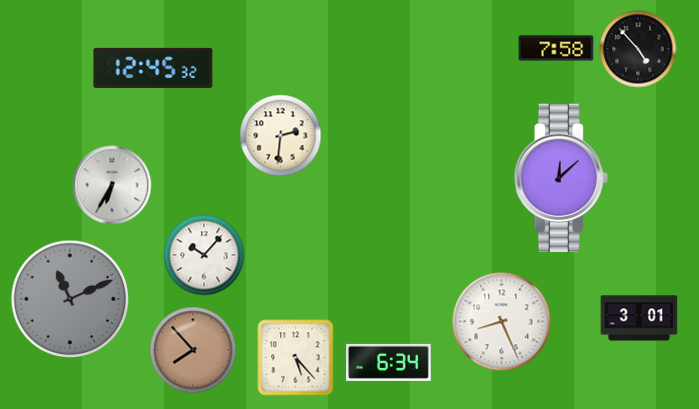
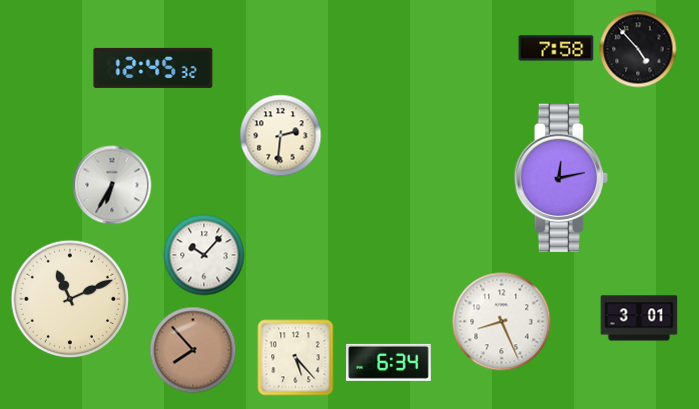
clock at (561, 178): 12:08 -> 12:13
clock at (70, 299) dial: grey -> cream
